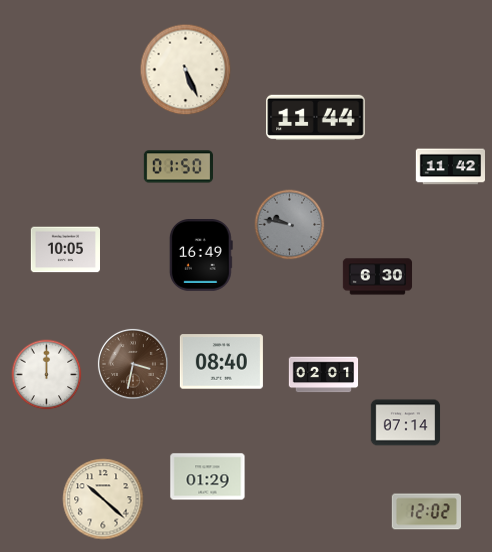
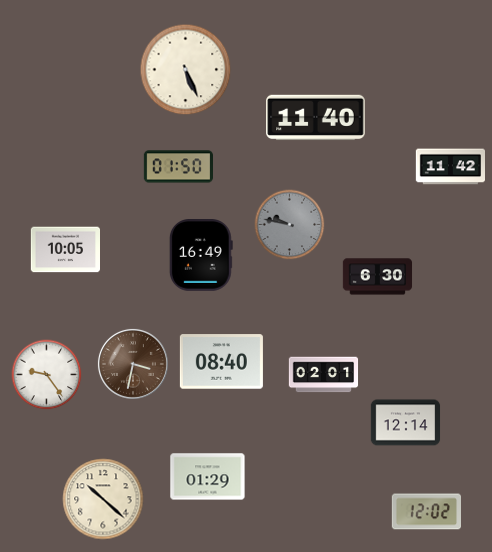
clock at (316, 118): 11:44 -> 11:40
clock at (47, 375): 12:00 -> 9:24
clock at (406, 423): 07:14 -> 12:14
